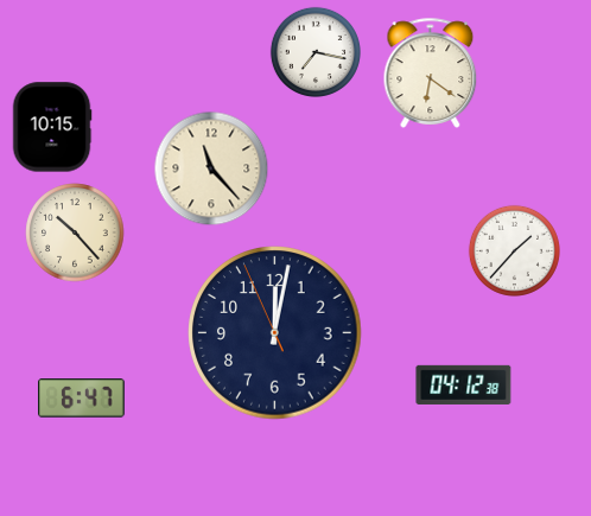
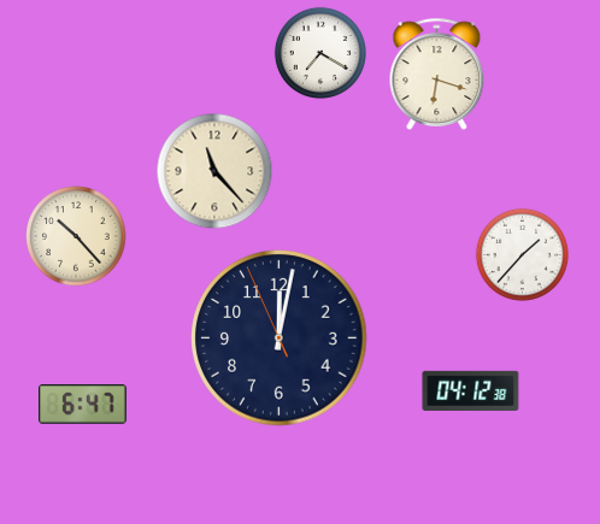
clock at (316, 52): 7:17 -> 7:20
clock at (431, 72): 6:21 -> 6:18
clock at (52, 127): 10:15 -> none
